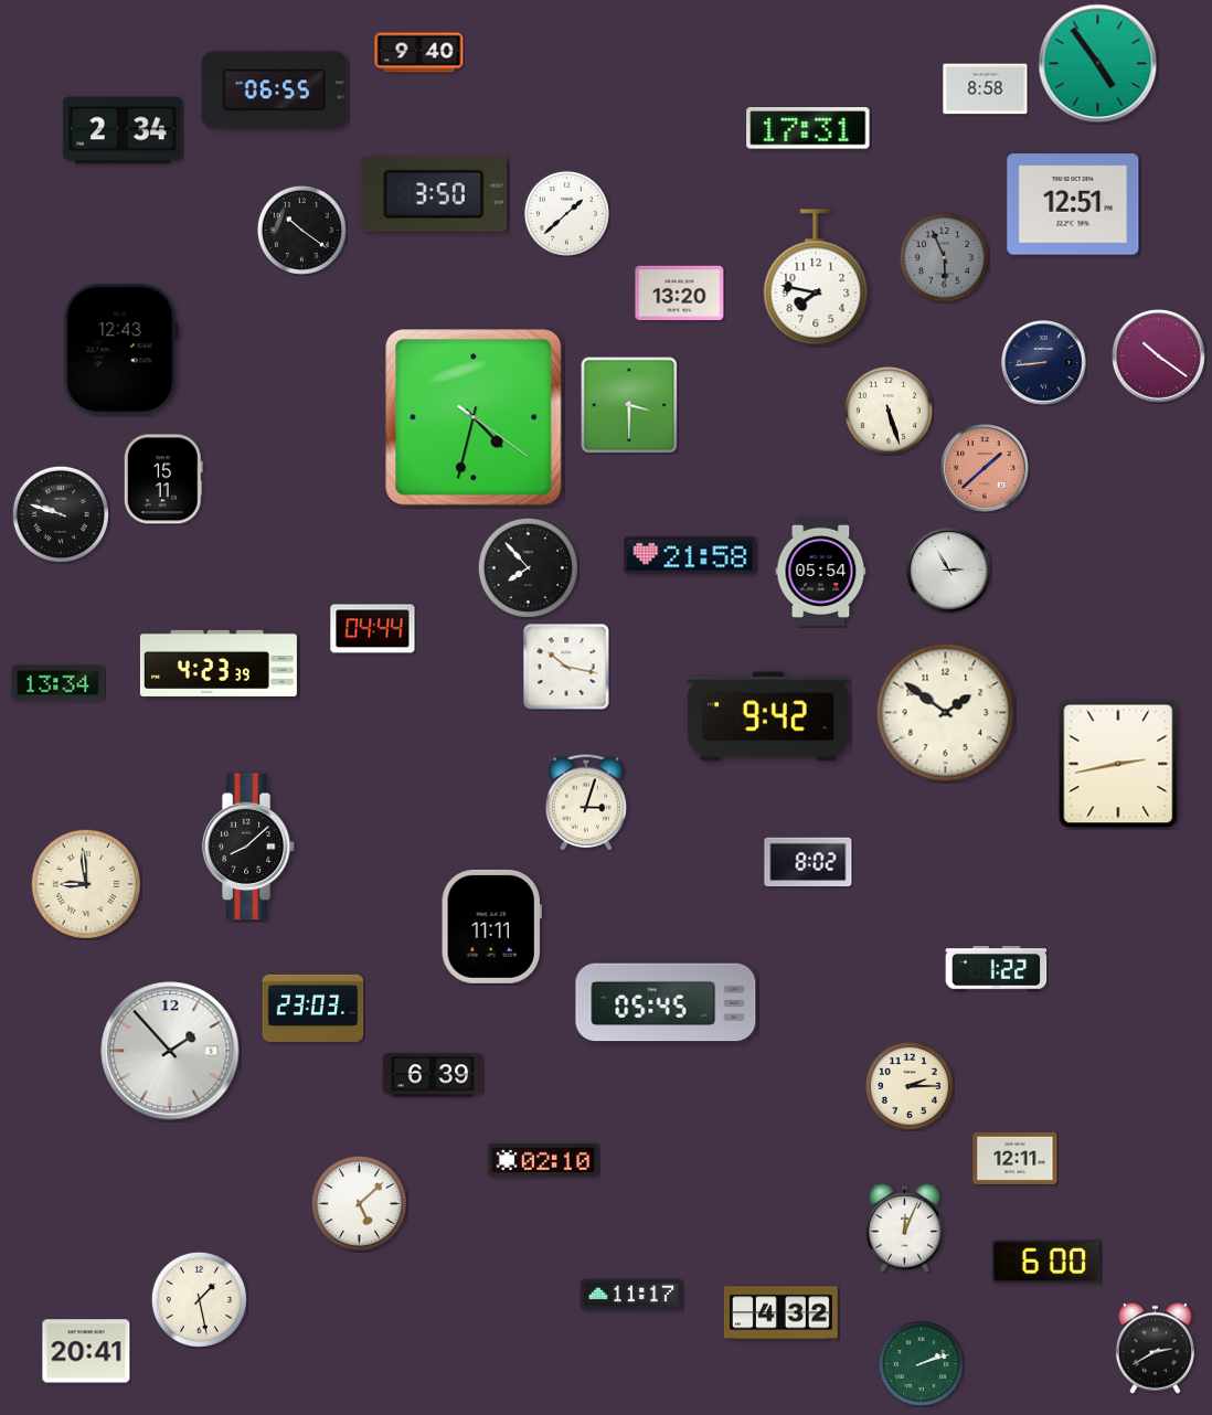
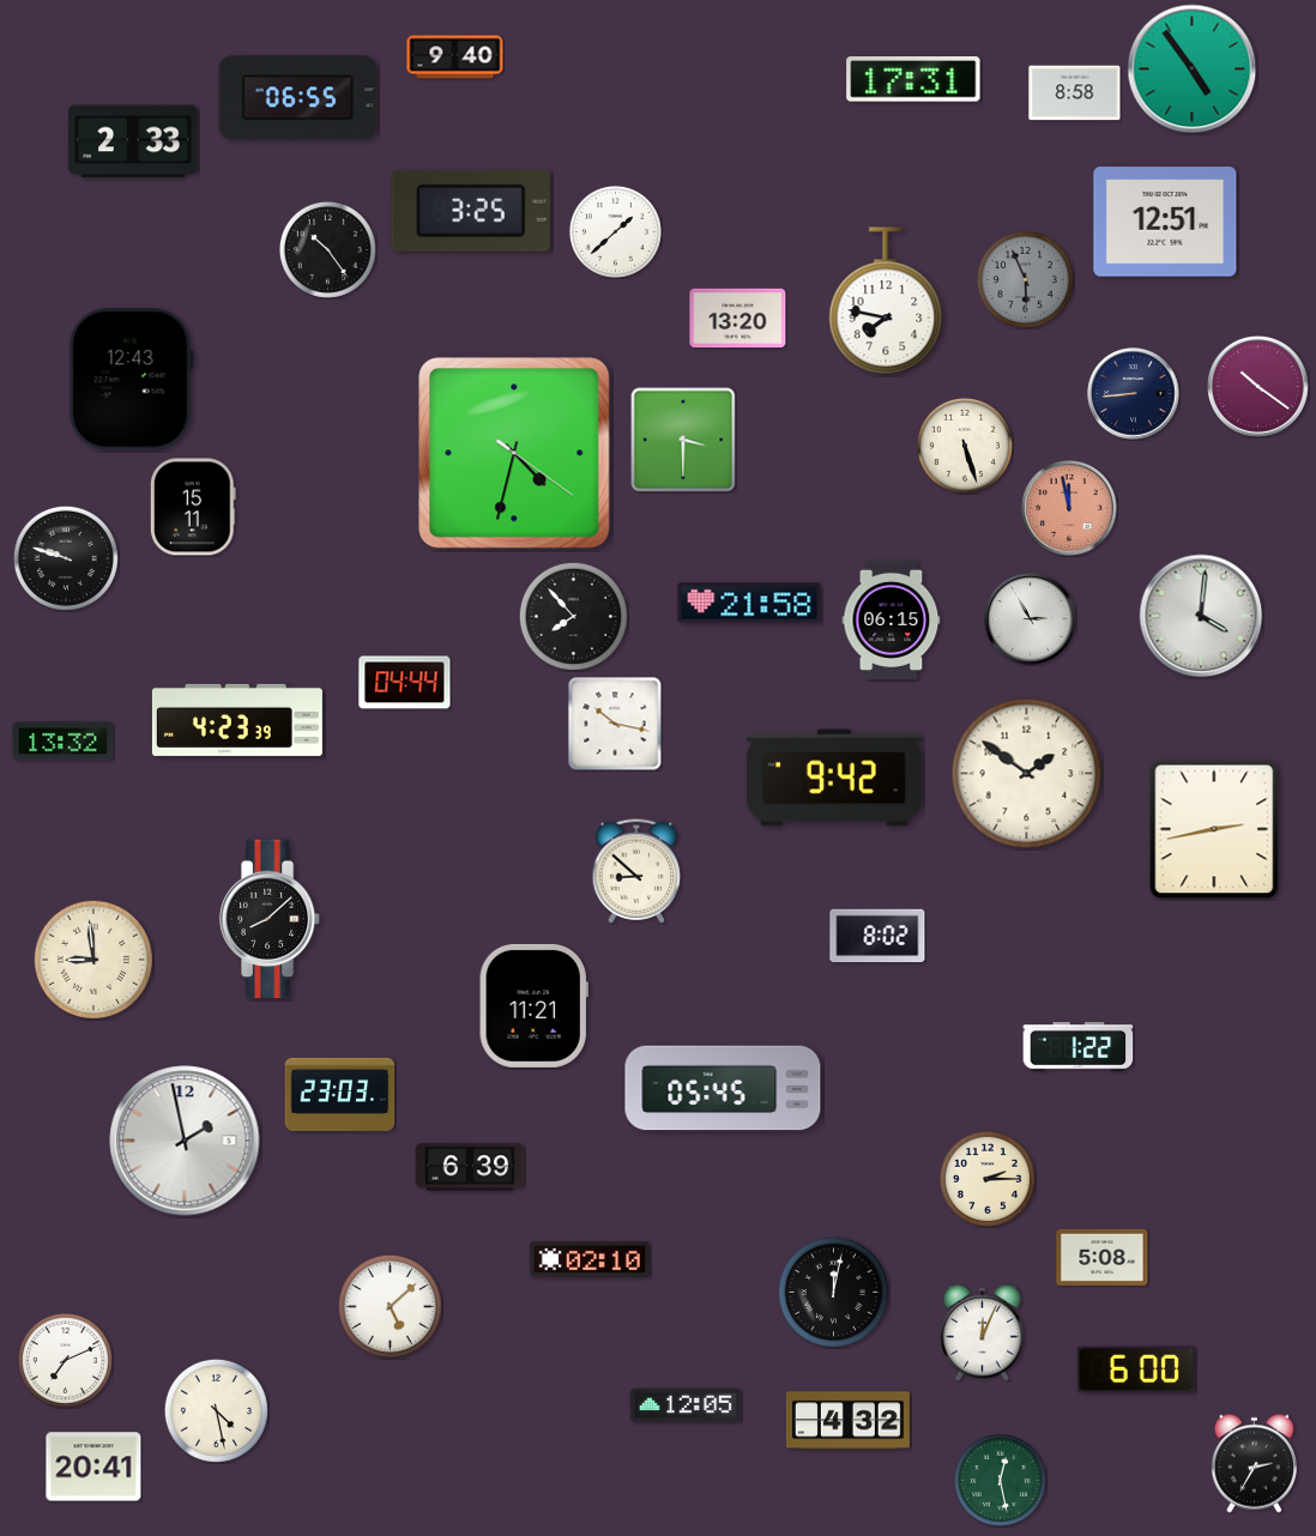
clock at (986, 89) position: (986, 89) -> (1075, 93)
clock at (808, 128) position: (808, 128) -> (913, 79)
clock at (123, 130): 2:34 -> 2:33
clock at (433, 194): 3:50 -> 3:25
clock at (301, 230): 10:21 -> 10:24
clock at (985, 468): 1:38 -> 11:58
clock at (163, 479) position: (163, 479) -> (193, 507)
clock at (1201, 616): none -> 4:01
clock at (821, 571): 05:54 -> 06:15
clock at (59, 683): 13:34 -> 13:32
clock at (586, 802): 3:03 -> 8:52
clock at (491, 926): 11:11 -> 11:21
clock at (997, 969) position: (997, 969) -> (1079, 1047)
clock at (170, 1051): 1:53 -> 1:58
clock at (1016, 1158): 12:11 -> 5:08
clock at (833, 1292): none -> 12:02
clock at (65, 1360): none -> 7:11
clock at (631, 1295): 11:17 -> 12:05
clock at (199, 1299): 1:28 -> 4:28
clock at (780, 1313) position: (780, 1313) -> (847, 1421)
clock at (1155, 1348): 2:40 -> 2:35
clock at (921, 1363): 2:12 -> 12:28
